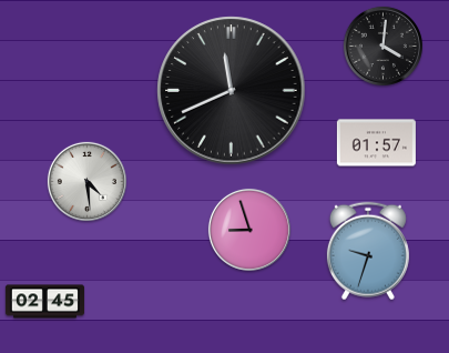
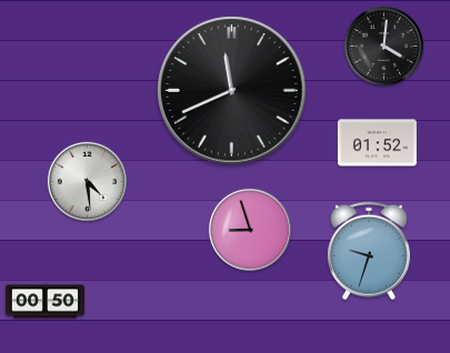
clock at (376, 143): 01:57 -> 01:52
clock at (44, 302): 02:45 -> 00:50
